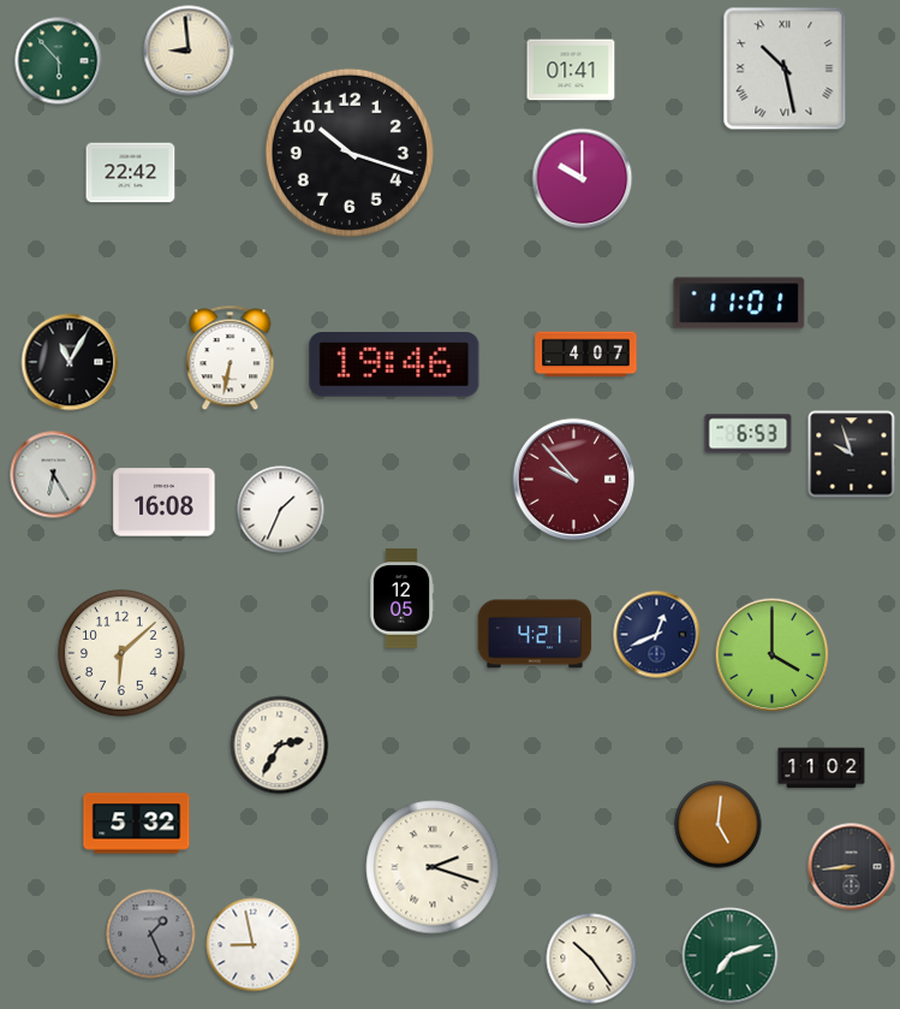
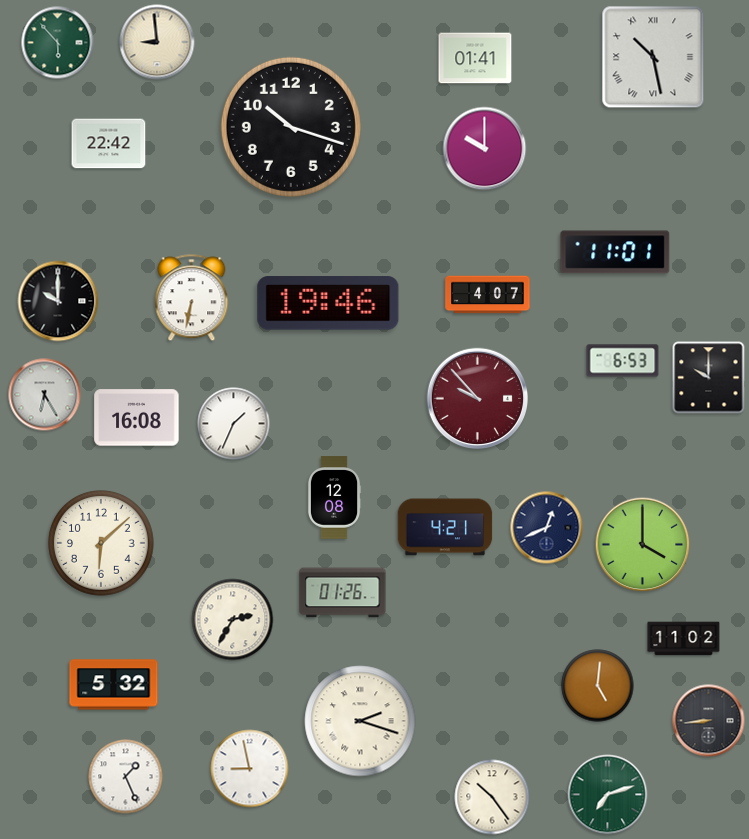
clock at (59, 61) position: (59, 61) -> (58, 43)
clock at (70, 362): 11:05 -> 10:00
clock at (852, 455): 9:57 -> 10:00
clock at (401, 599): 12:05 -> 12:08
clock at (343, 593): none -> 01:26
clock at (151, 934) dial: grey -> white
clock at (254, 945) position: (254, 945) -> (250, 769)
